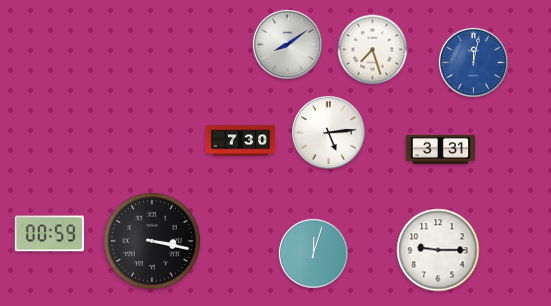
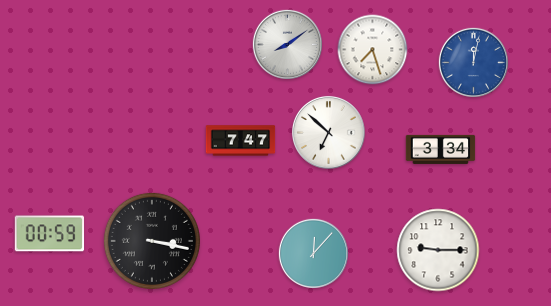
clock at (328, 132): 5:14 -> 6:52
clock at (241, 141): 7:30 -> 7:47
clock at (441, 149): 3:31 -> 3:34
clock at (313, 253): 12:03 -> 12:07
